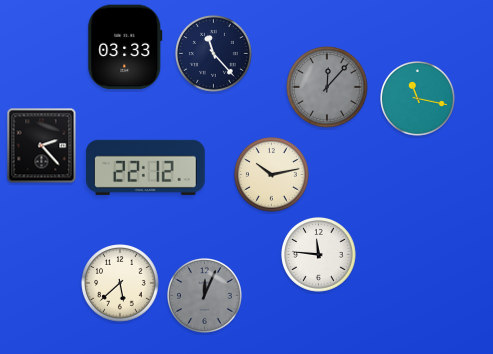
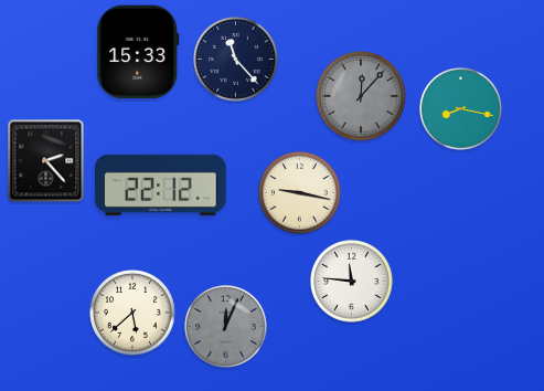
clock at (125, 47): 03:33 -> 15:33
clock at (418, 99): 11:17 -> 8:17
clock at (272, 175): 10:13 -> 9:17
